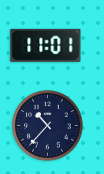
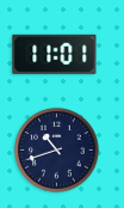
clock at (48, 126): 10:37 -> 10:42
